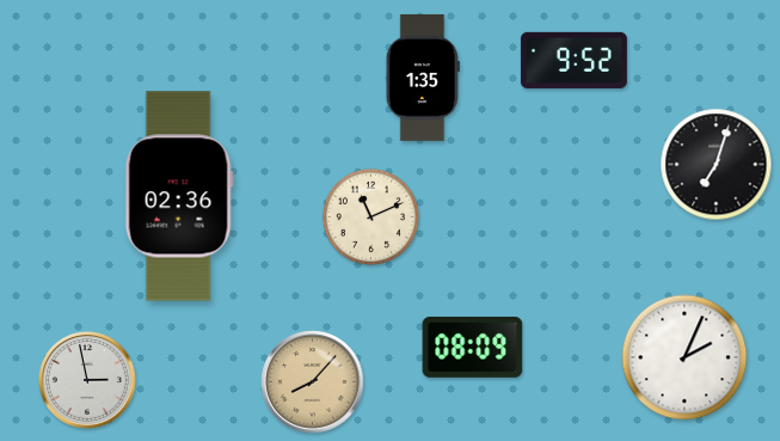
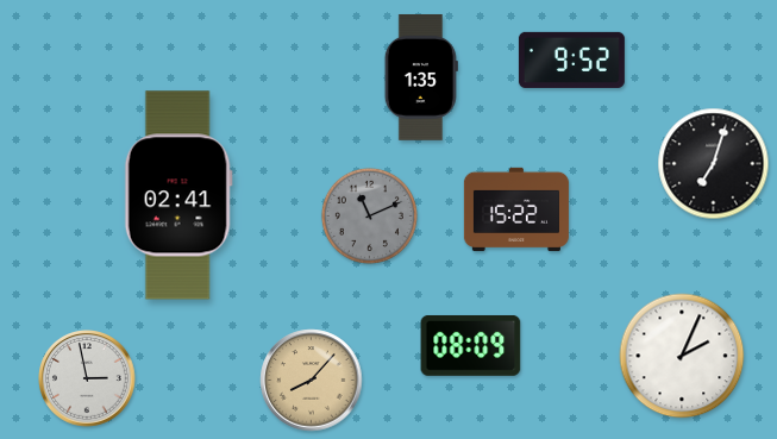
clock at (179, 196): 02:36 -> 02:41
clock at (516, 209): none -> 15:22
clock at (370, 216) dial: cream -> grey
